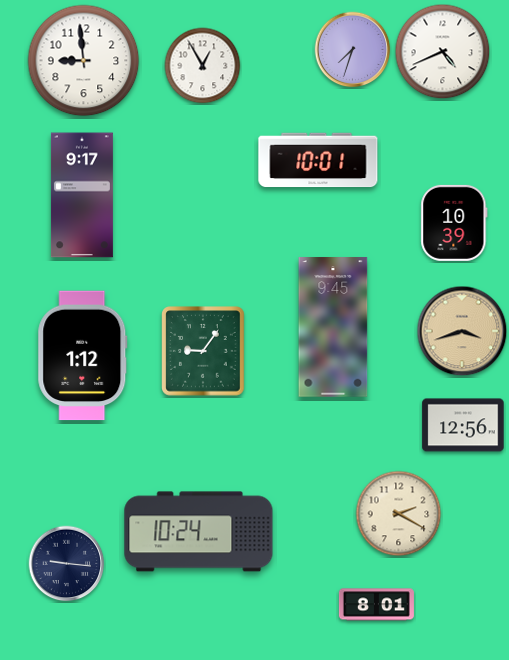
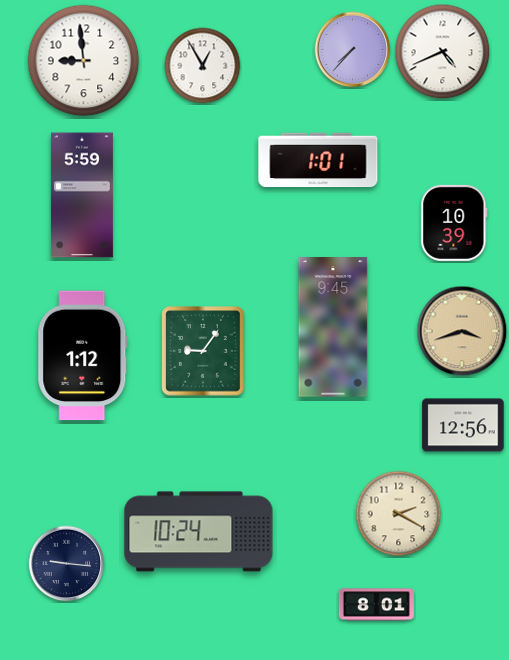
clock at (353, 50): 7:33 -> 7:37
clock at (318, 160): 10:01 -> 1:01
clock at (82, 195): 9:17 -> 5:59
